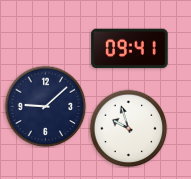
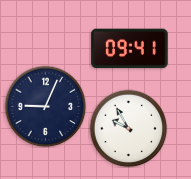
clock at (45, 106): 9:08 -> 9:04
clock at (128, 128): 9:57 -> 9:55
